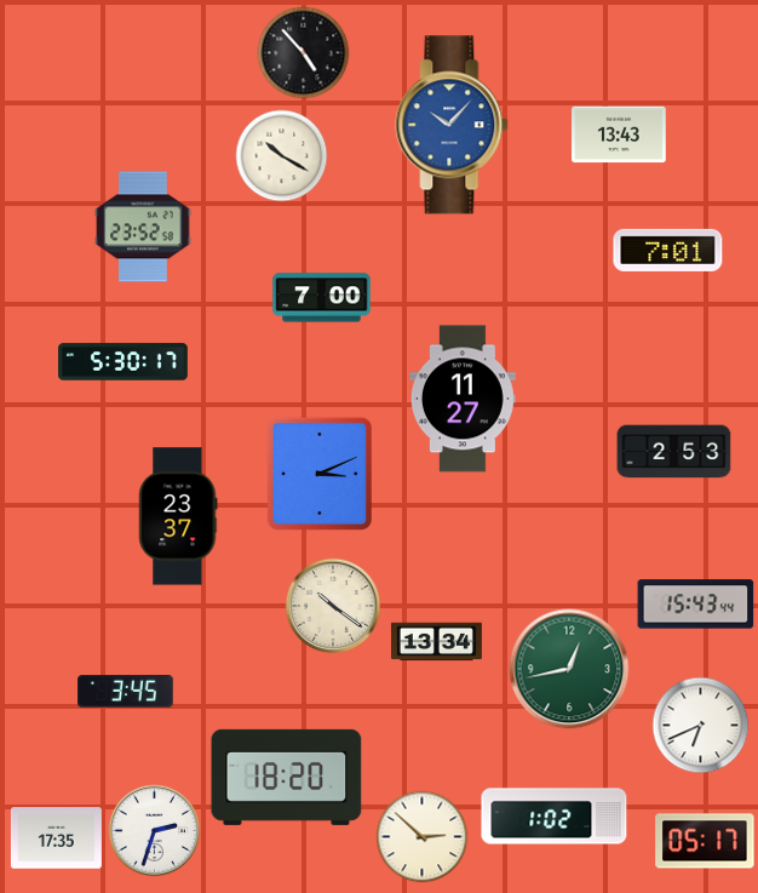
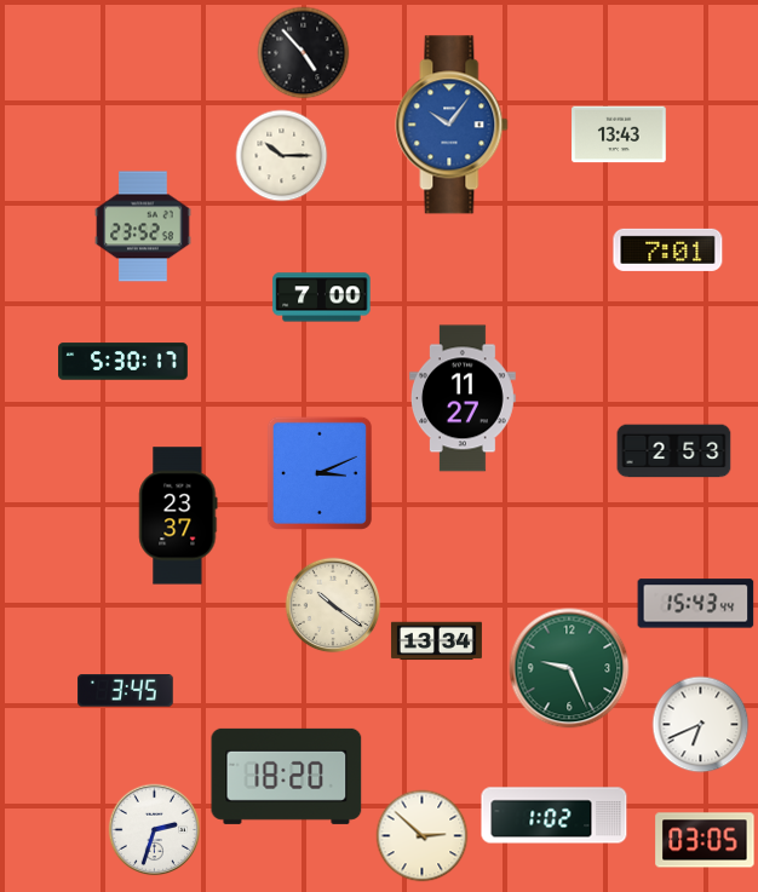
clock at (452, 125): 10:07 -> 10:06
clock at (282, 156): 10:20 -> 10:15
clock at (569, 669): 12:43 -> 9:26
clock at (56, 838): 17:35 -> none
clock at (705, 841): 05:17 -> 03:05
